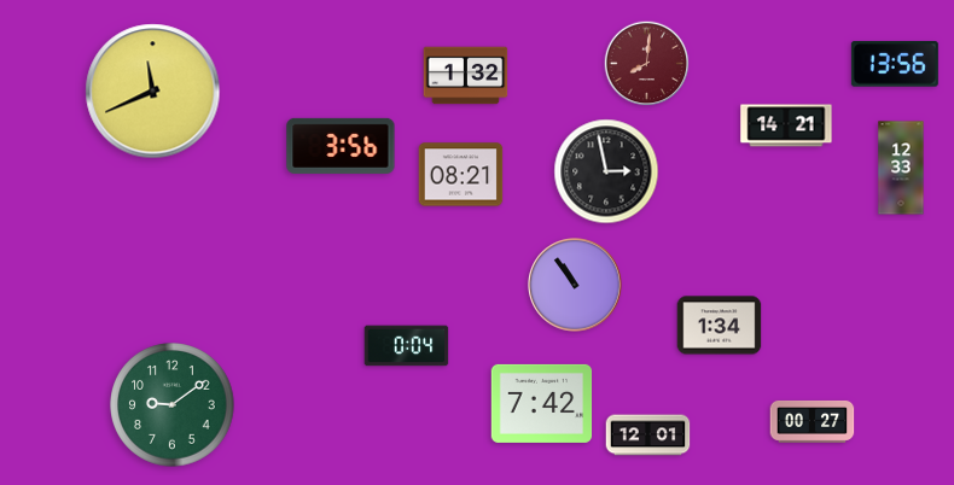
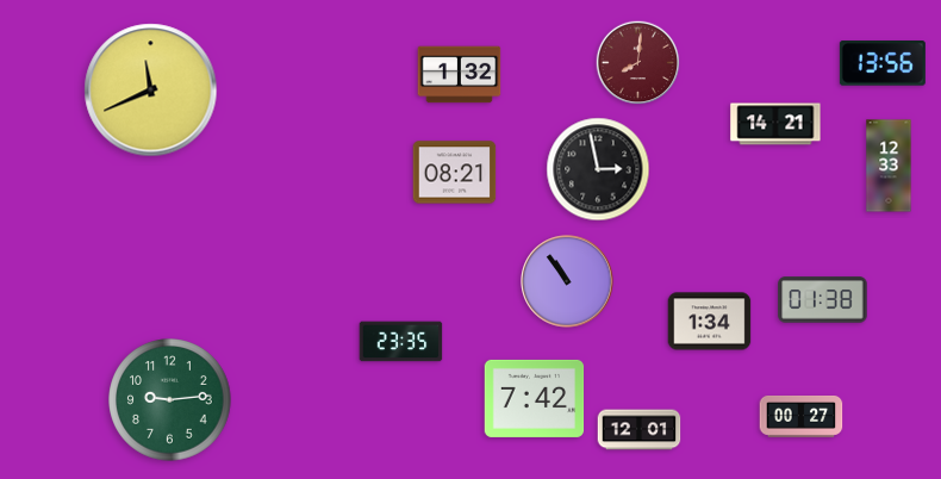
clock at (341, 146): 3:56 -> none
clock at (823, 300): none -> 01:38
clock at (407, 346): 0:04 -> 23:35
clock at (173, 405): 9:09 -> 9:14
